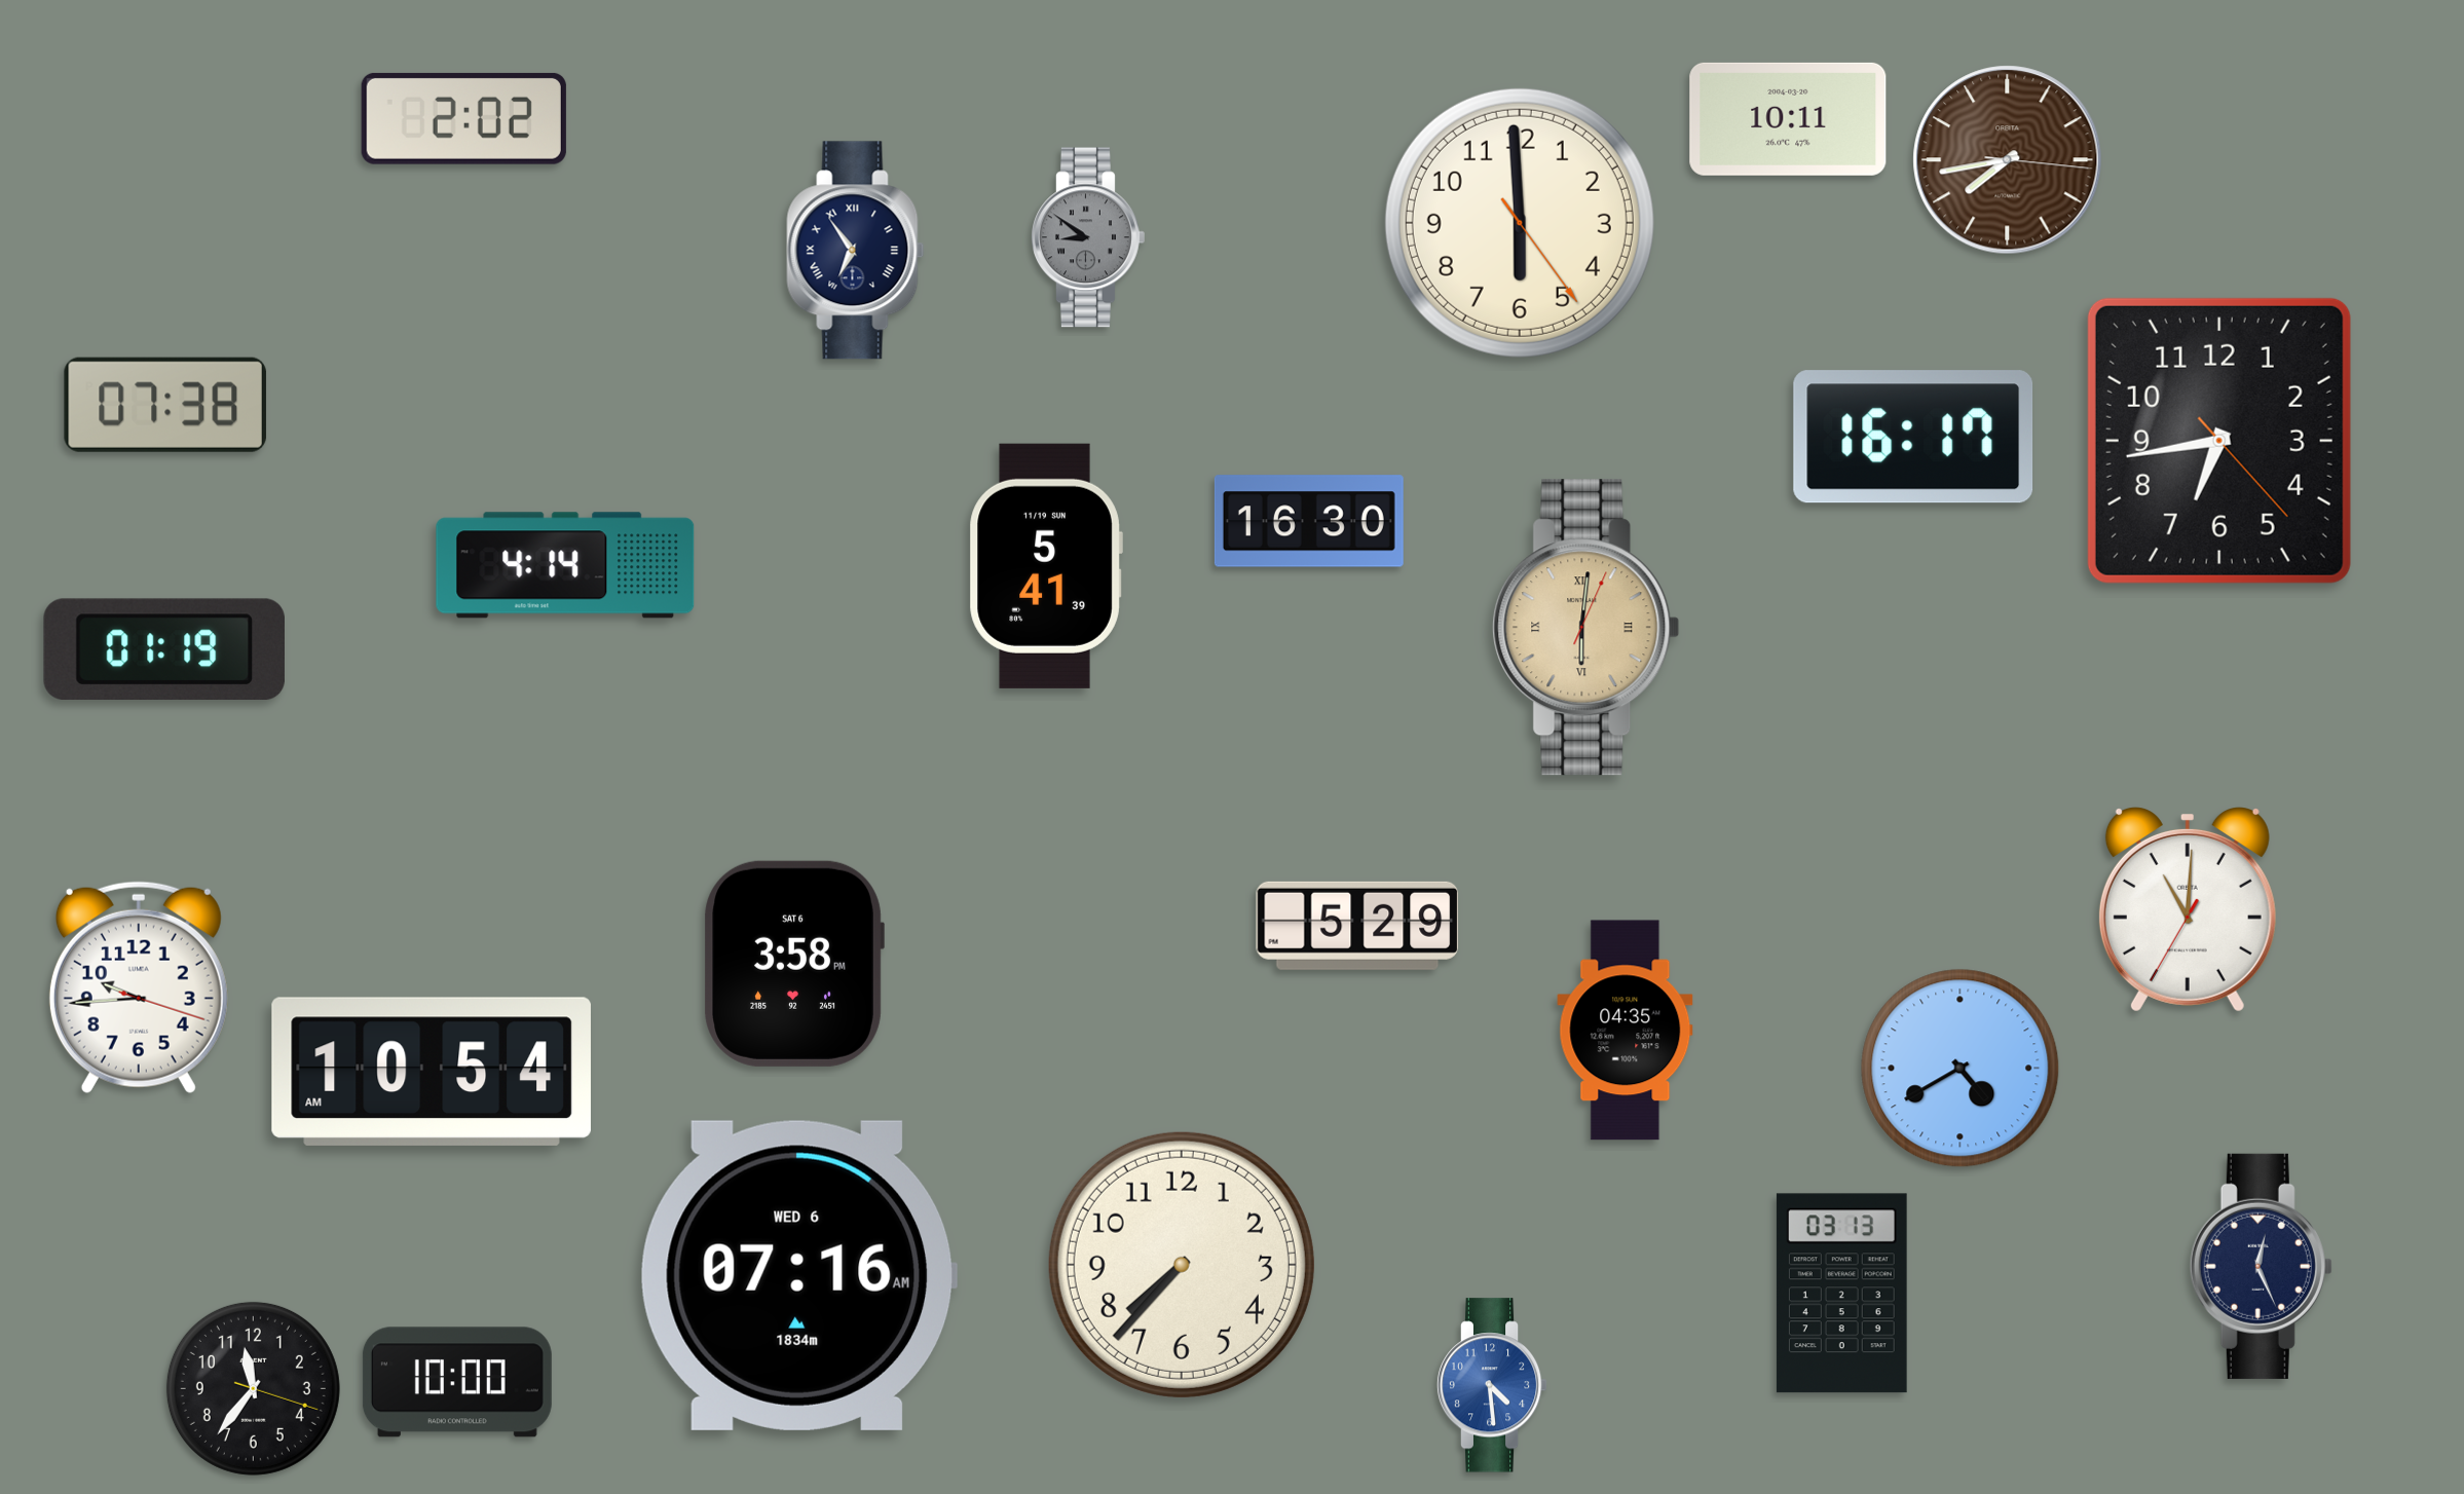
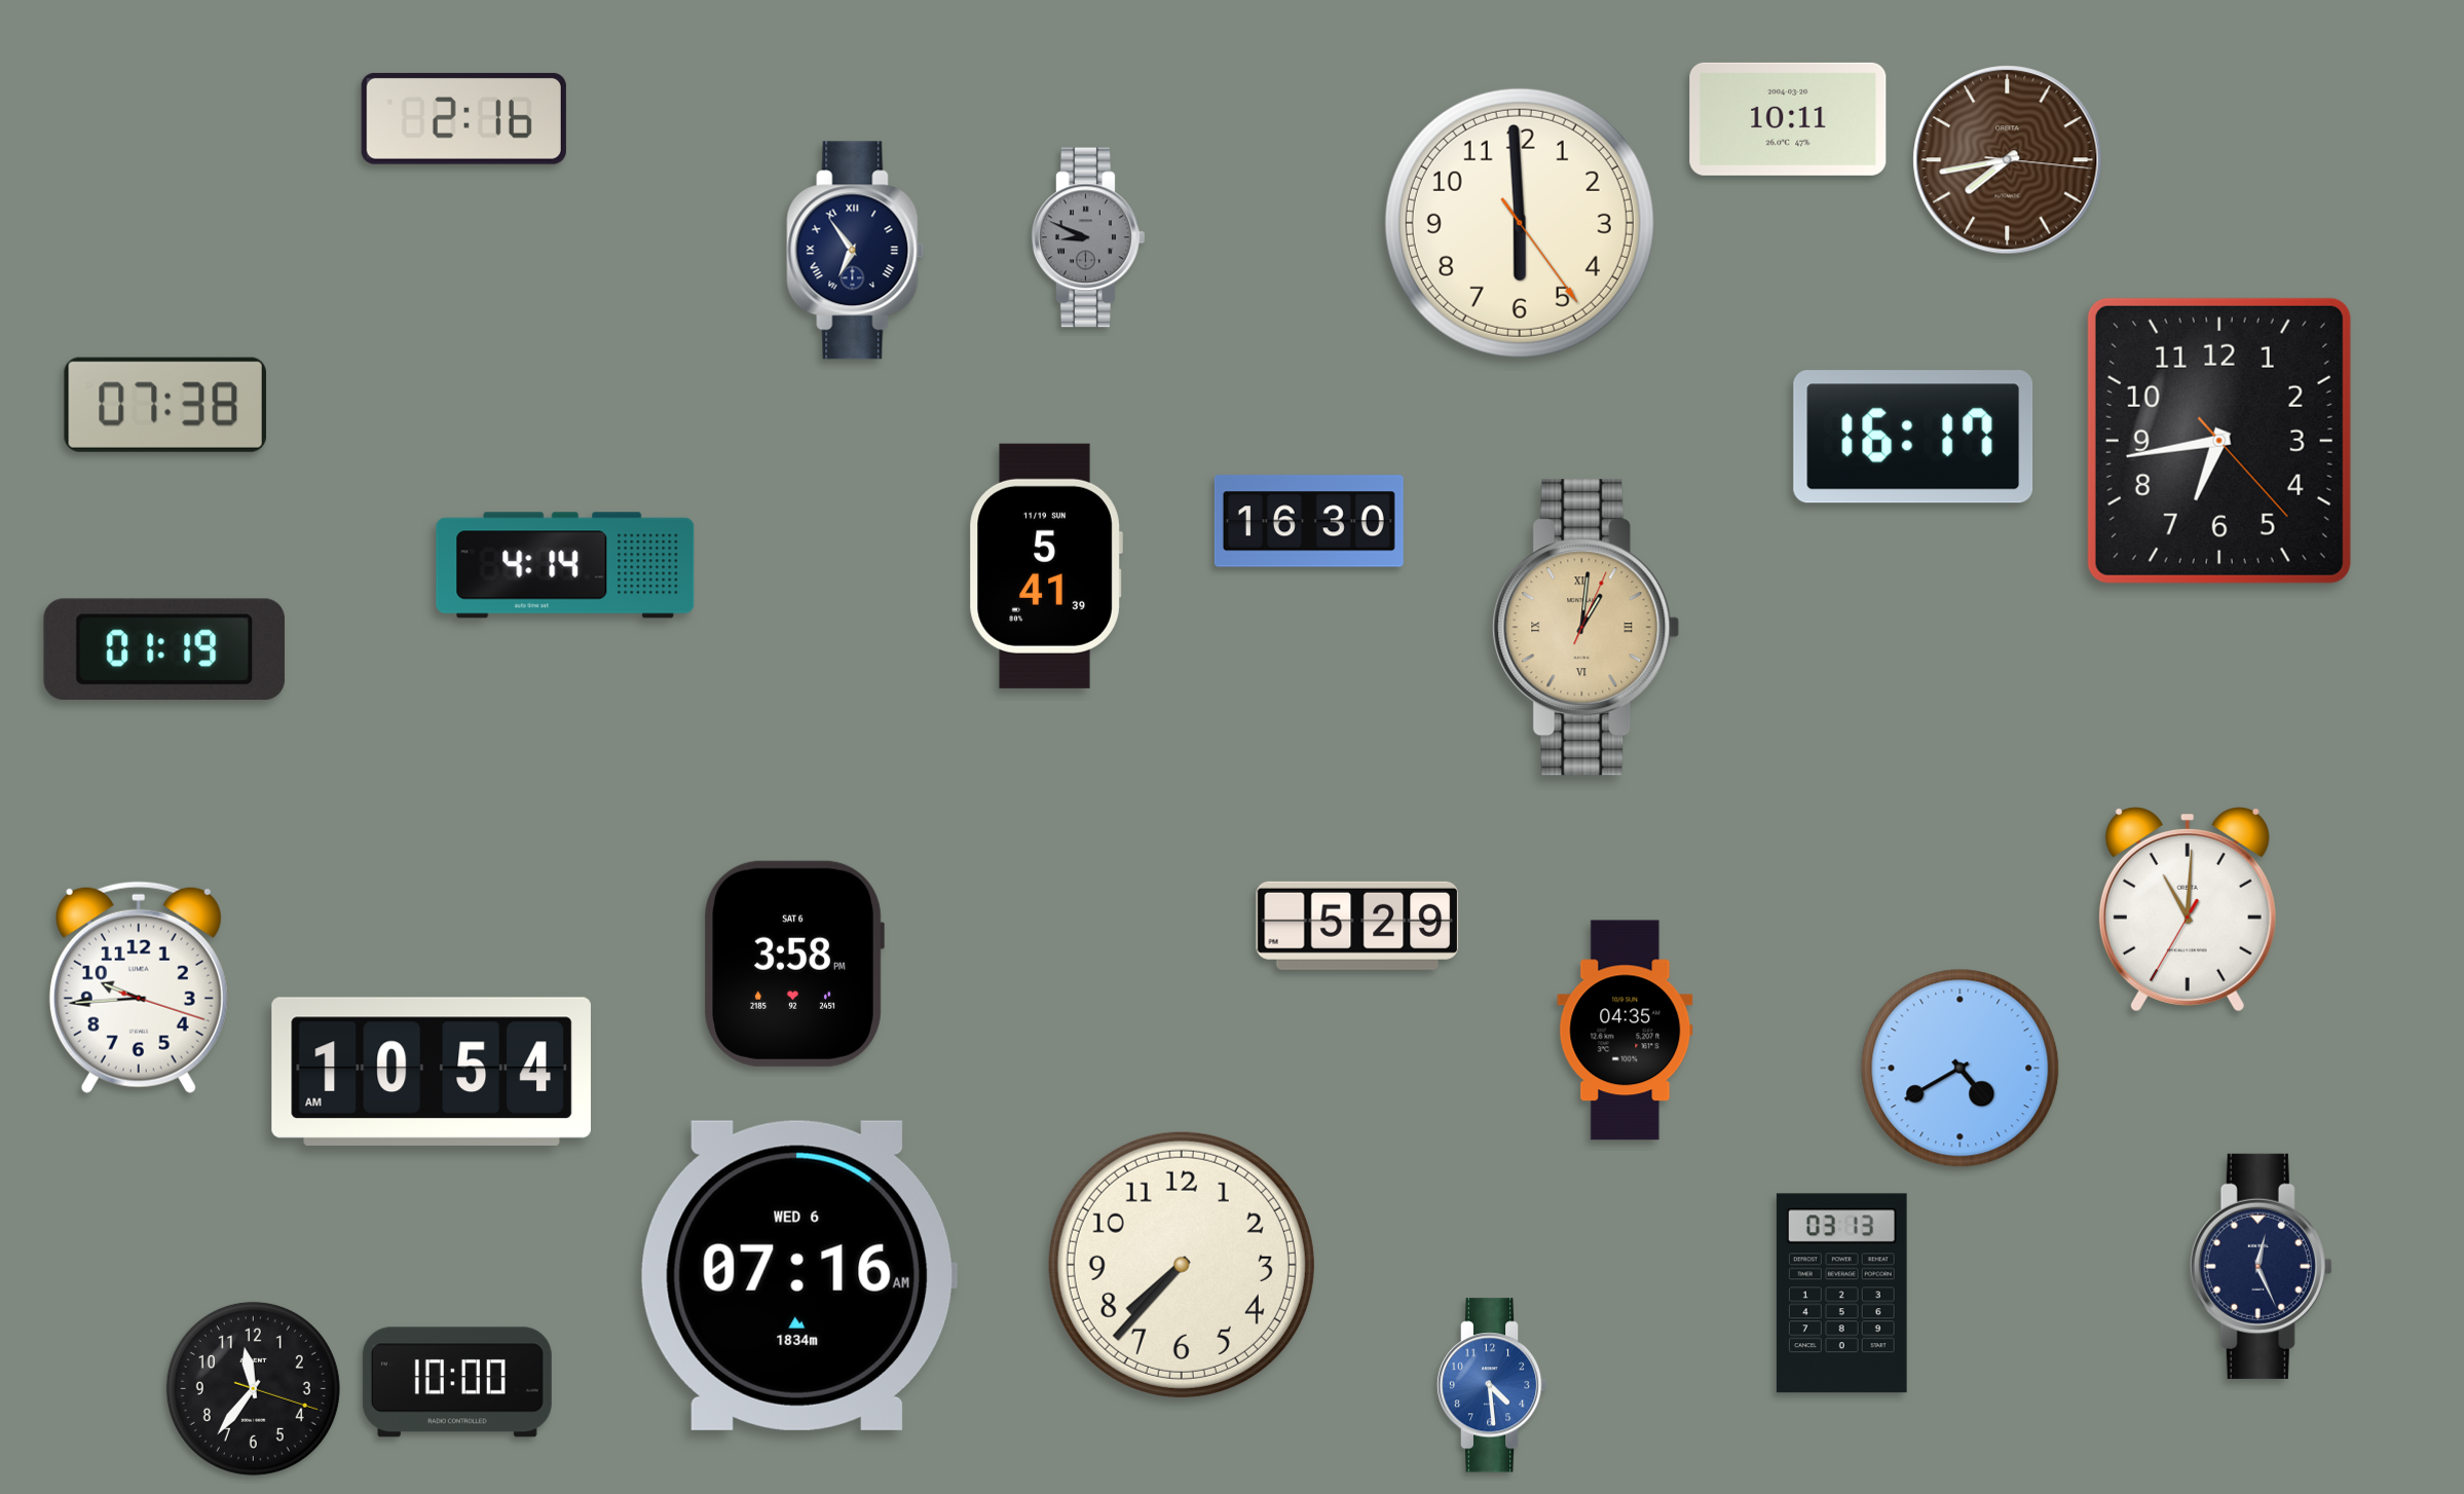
clock at (463, 118): 2:02 -> 2:16
clock at (1088, 237): 8:51 -> 8:49
clock at (1586, 628): 6:01 -> 1:01
